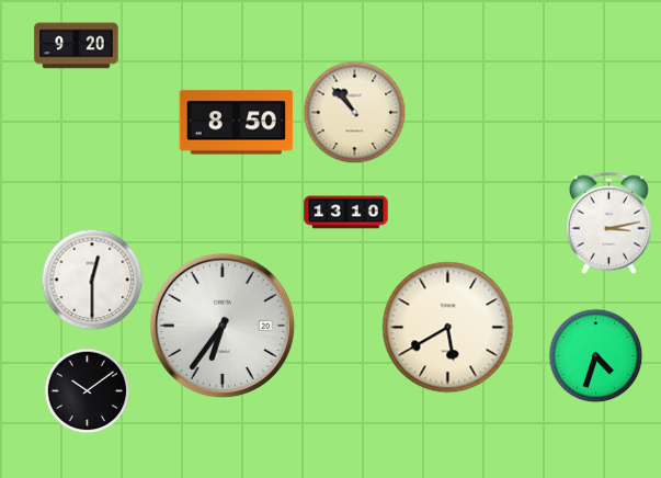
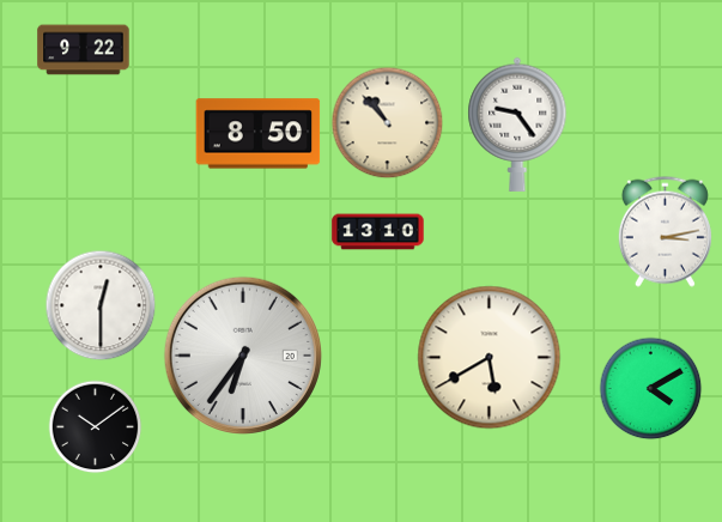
clock at (77, 46): 9:20 -> 9:22
clock at (517, 125): none -> 9:24
clock at (608, 223) position: (608, 223) -> (665, 231)
clock at (595, 355): 4:33 -> 4:10
